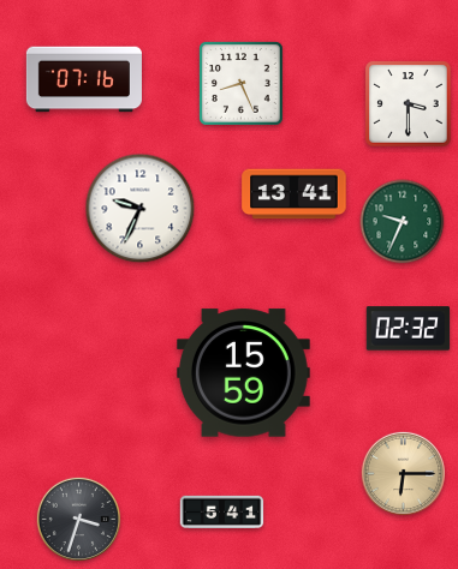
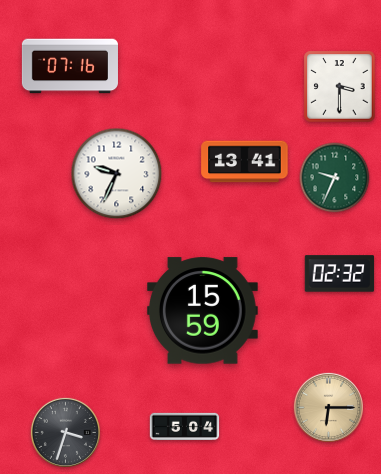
clock at (240, 83): 8:26 -> none
clock at (403, 222) position: (403, 222) -> (335, 178)
clock at (403, 473) position: (403, 473) -> (328, 407)
clock at (222, 511): 5:41 -> 5:04
